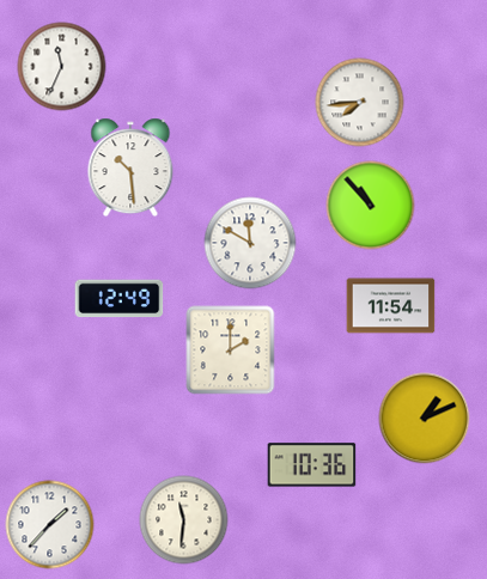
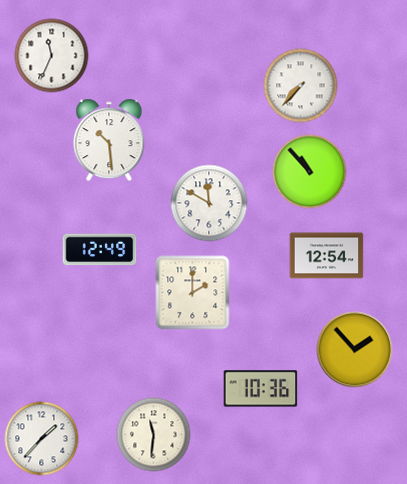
clock at (360, 103): 7:44 -> 7:37
clock at (391, 306): 11:54 -> 12:54
clock at (425, 419): 1:11 -> 1:53
